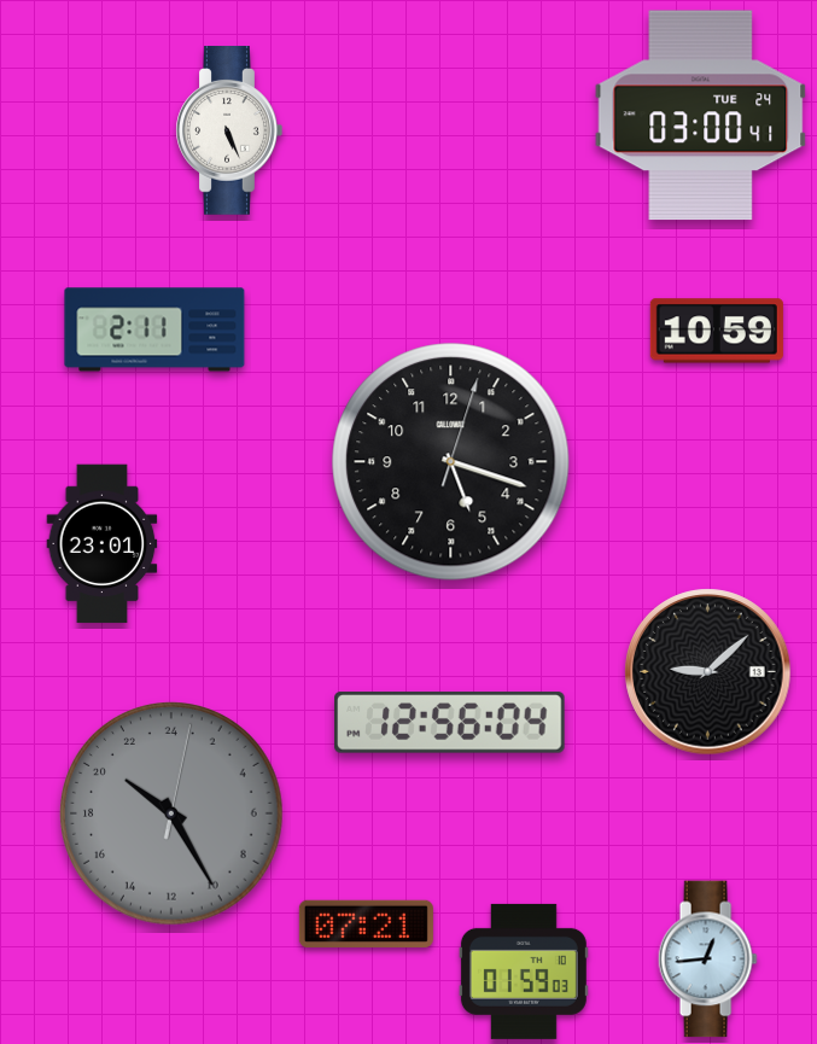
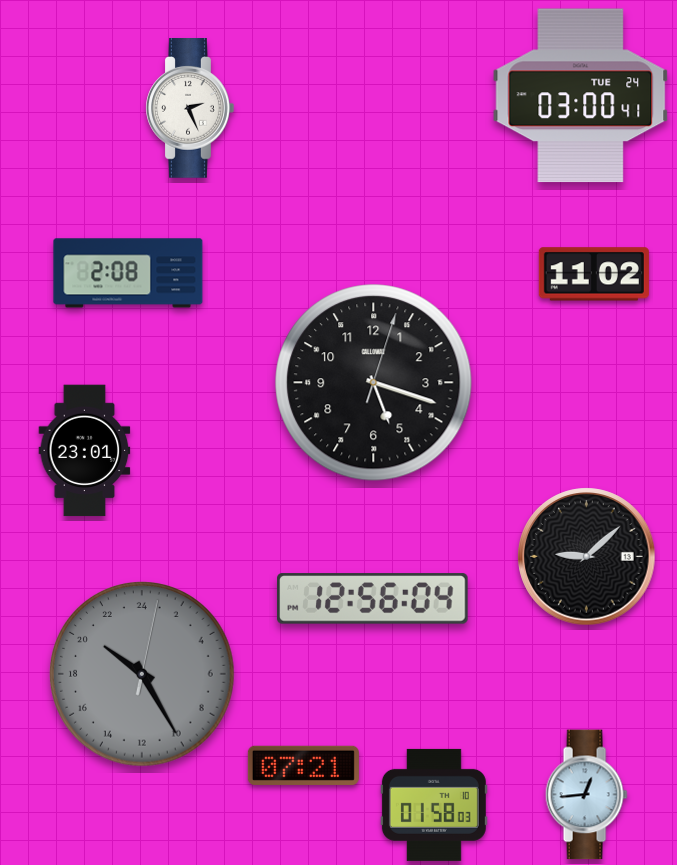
clock at (229, 132): 5:26 -> 2:26
clock at (154, 329): 2:11 -> 2:08
clock at (717, 331): 10:59 -> 11:02
clock at (524, 972): 01:59 -> 01:58
